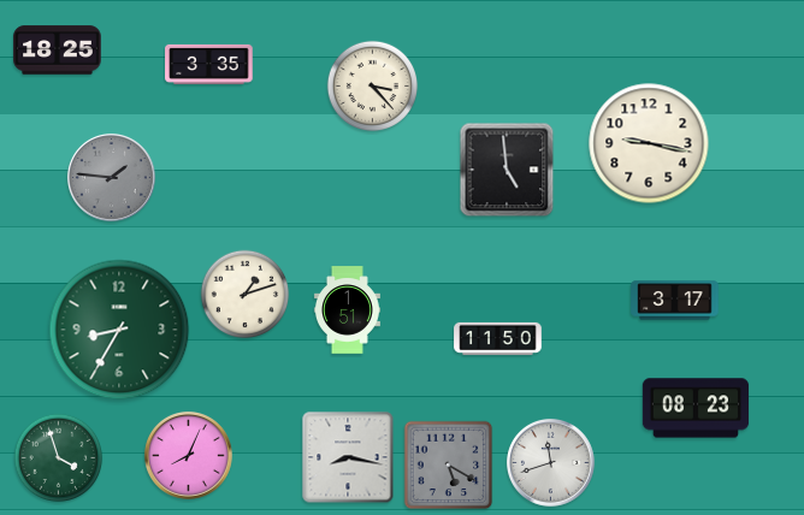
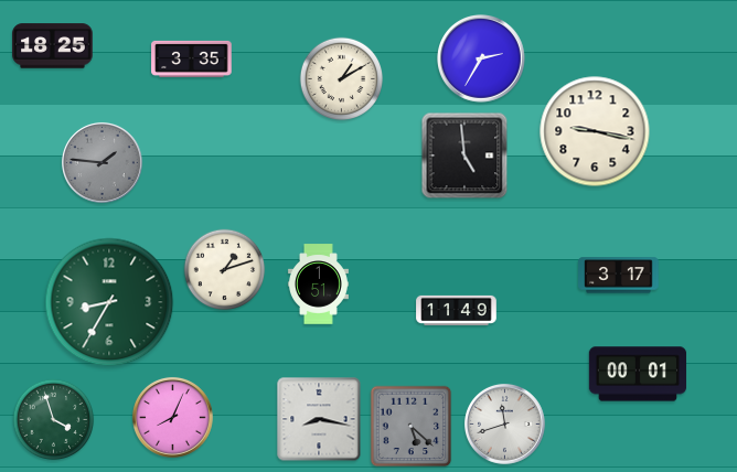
clock at (482, 60): none -> 2:35
clock at (373, 87): 3:23 -> 1:10
clock at (498, 338): 11:50 -> 11:49
clock at (696, 408): 08:23 -> 00:01
clock at (449, 466): 5:20 -> 5:22
